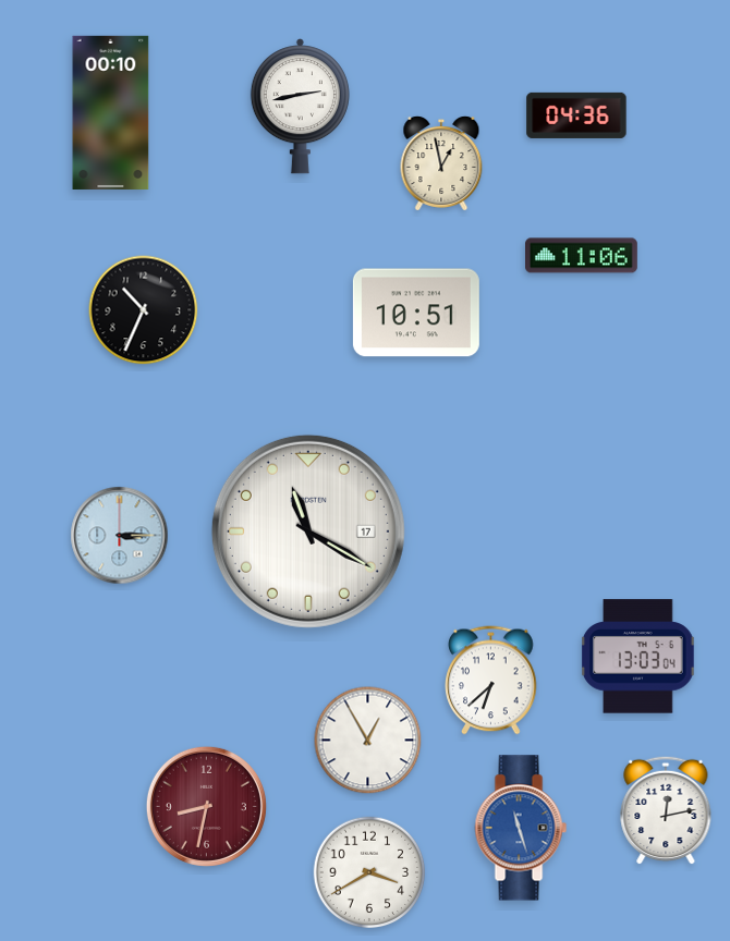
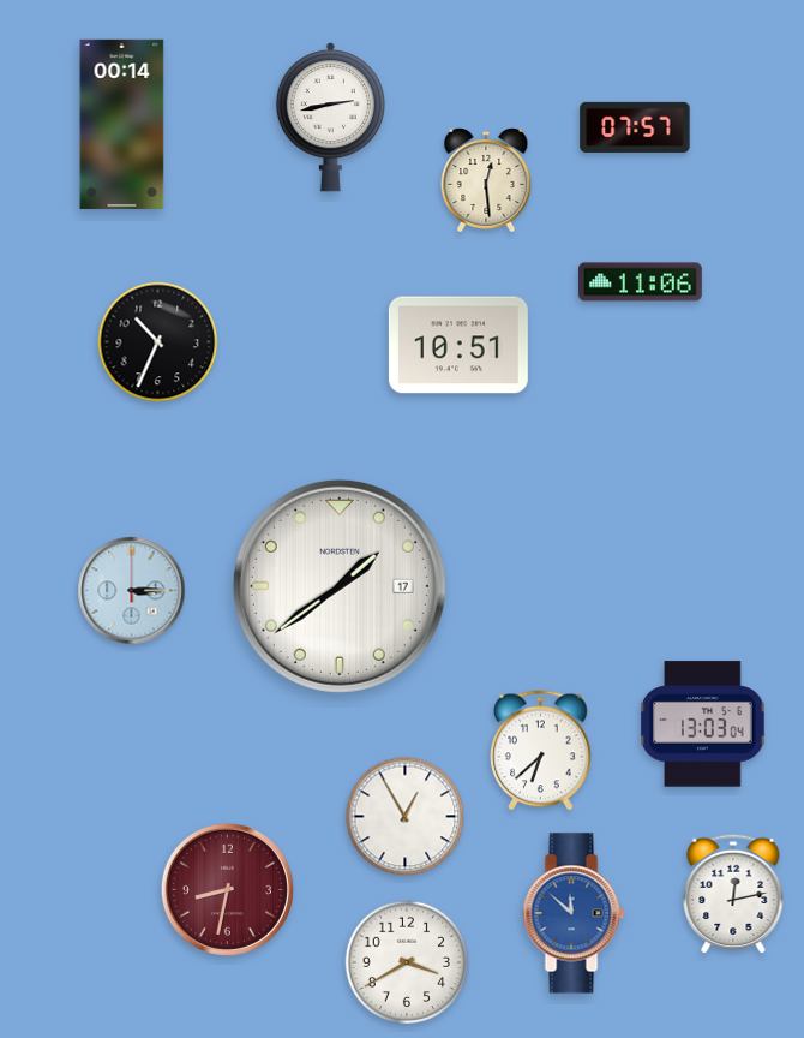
clock at (111, 112): 00:10 -> 00:14
clock at (576, 115): 04:36 -> 07:57
clock at (441, 163): 12:58 -> 12:29
clock at (308, 531): 11:20 -> 1:39
clock at (521, 828): 11:27 -> 11:52
